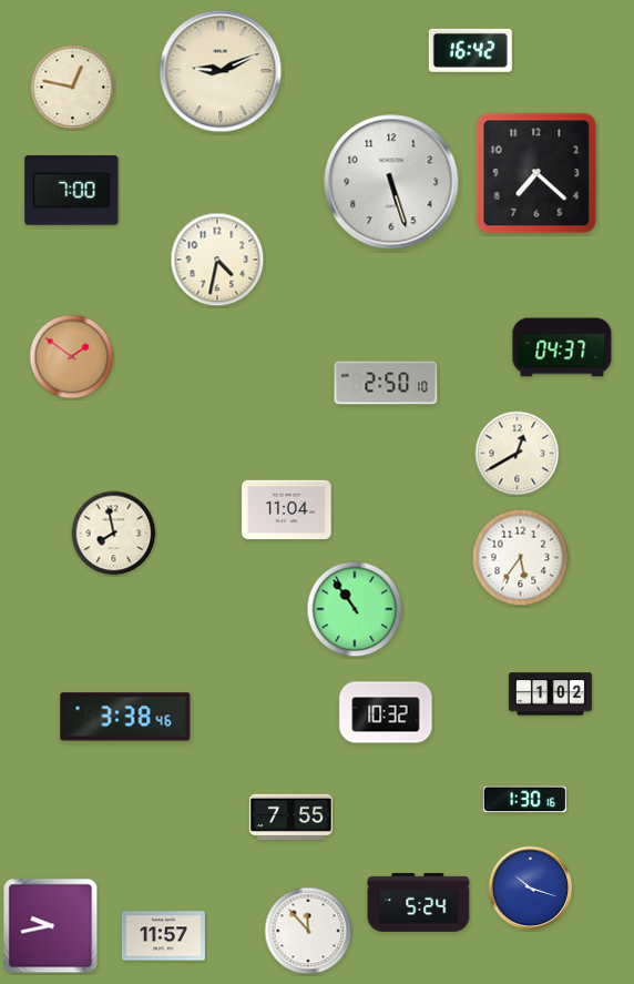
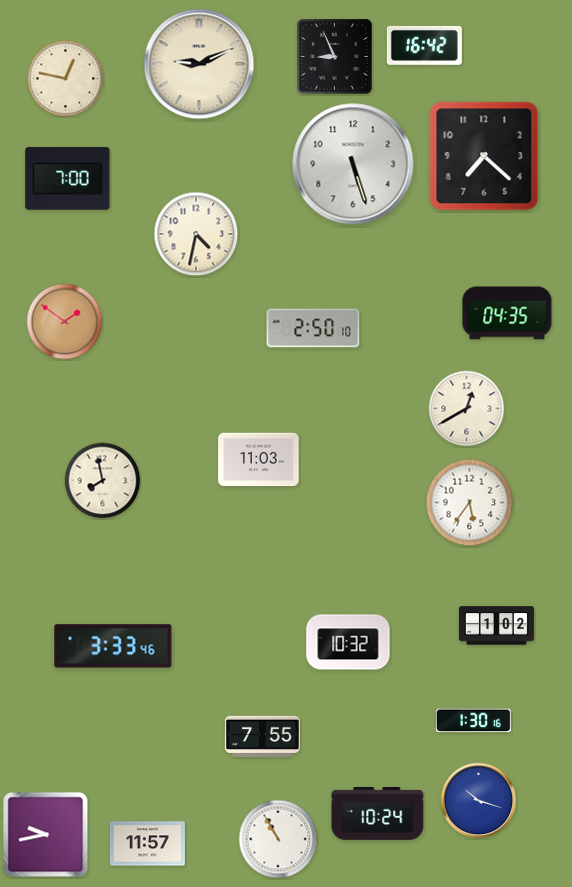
clock at (335, 57): none -> 8:56
clock at (72, 191) position: (72, 191) -> (68, 179)
clock at (562, 347): 04:37 -> 04:35
clock at (386, 383) position: (386, 383) -> (313, 328)
clock at (287, 510): 11:04 -> 11:03
clock at (355, 609): 10:54 -> none
clock at (125, 717): 3:38 -> 3:33
clock at (419, 902): 5:24 -> 10:24
clock at (308, 931): 11:53 -> 10:55
